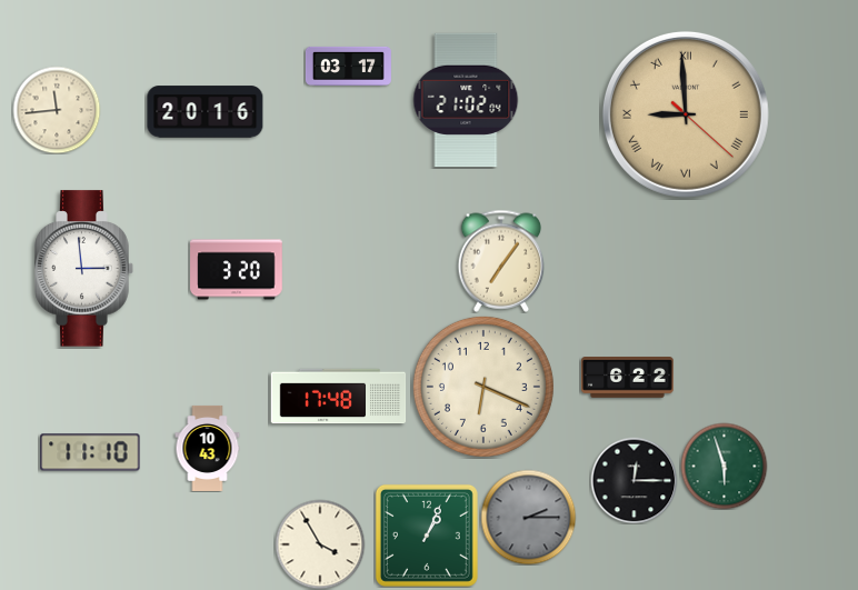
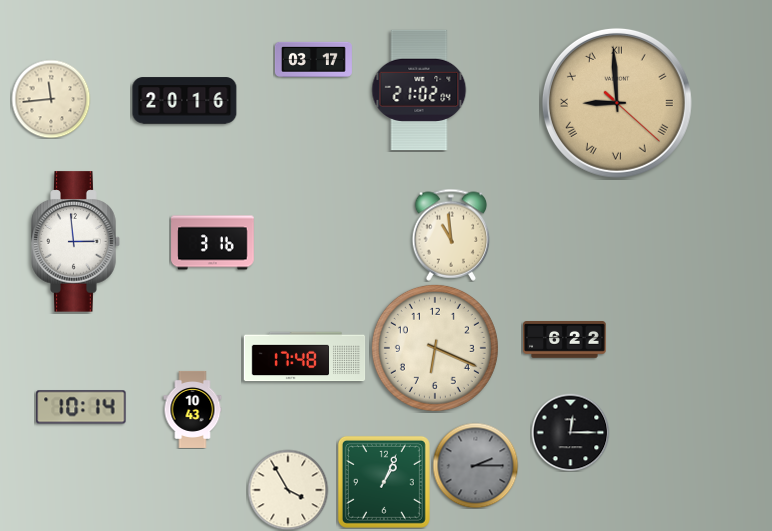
clock at (501, 261): 7:06 -> 10:59
clock at (237, 270): 3:20 -> 3:16
clock at (208, 448) position: (208, 448) -> (193, 409)
clock at (90, 452): 11:10 -> 10:14
clock at (724, 466): 5:57 -> none
